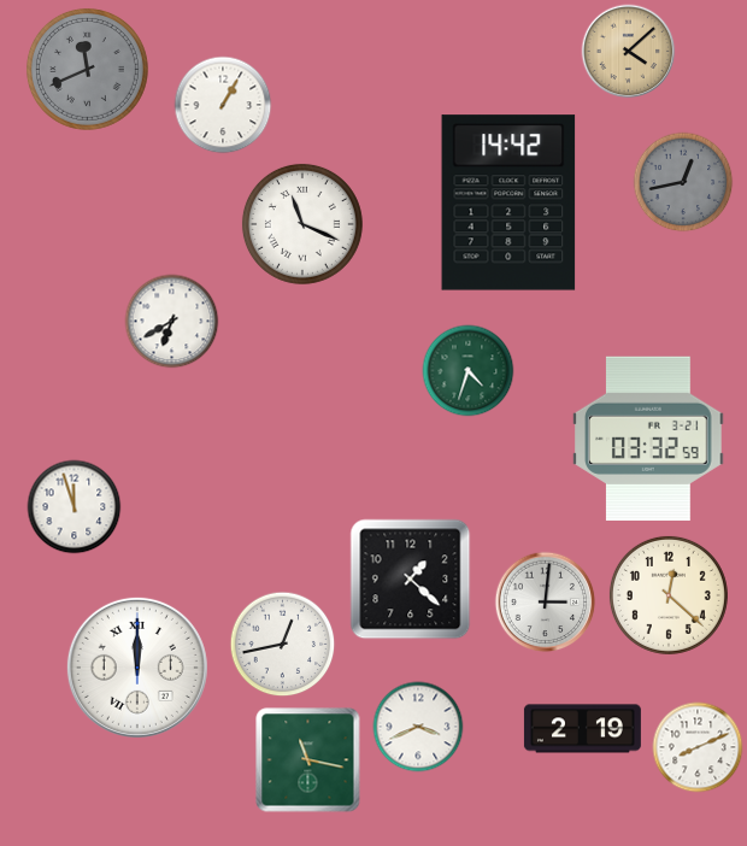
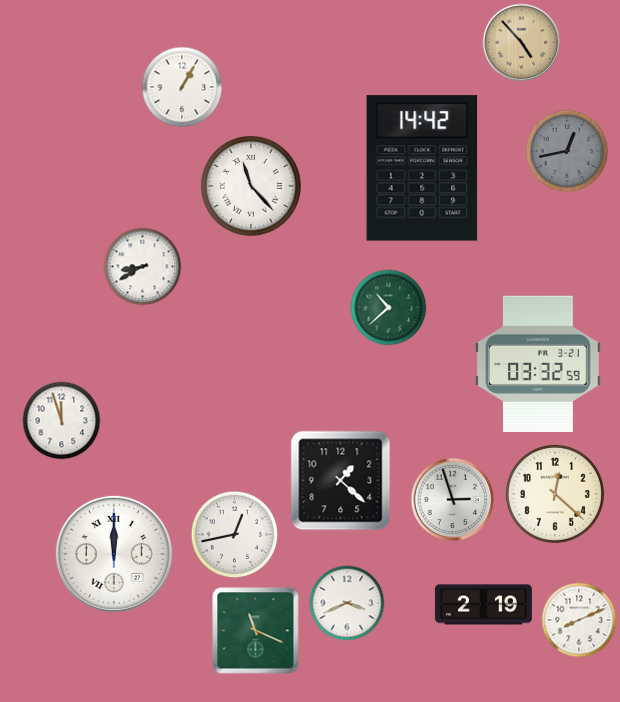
clock at (629, 52): 4:08 -> 4:53
clock at (87, 69): 11:41 -> none
clock at (223, 105) position: (223, 105) -> (182, 87)
clock at (302, 224): 11:19 -> 11:23
clock at (172, 322): 6:40 -> 8:40
clock at (469, 371): 4:33 -> 10:38
clock at (546, 603): 3:01 -> 2:57
clock at (308, 760): 11:17 -> 11:19
